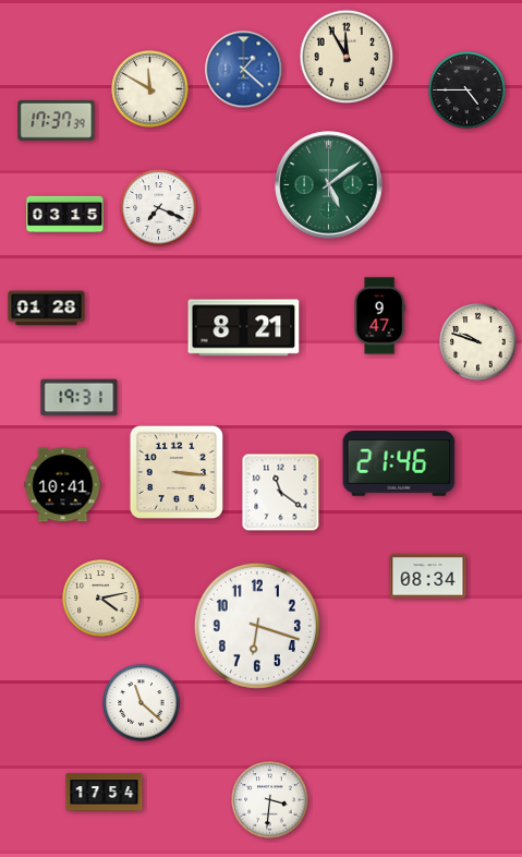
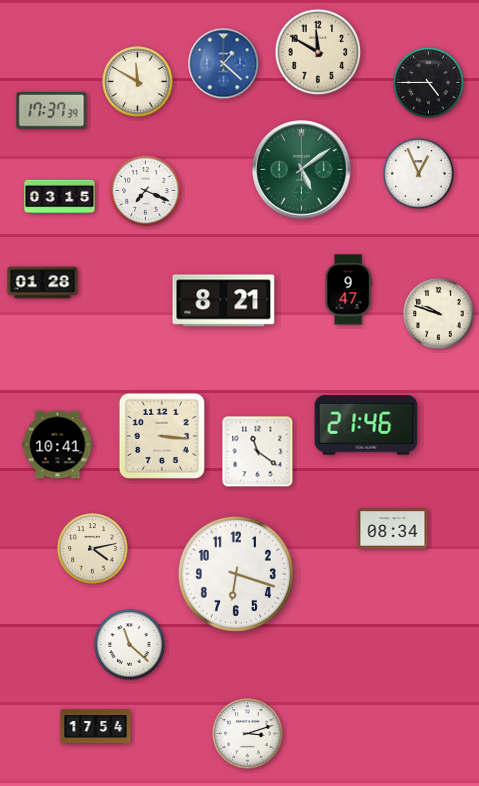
clock at (347, 57): 11:55 -> 11:50
clock at (419, 174): none -> 12:56
clock at (80, 398): 19:31 -> none
clock at (177, 472) position: (177, 472) -> (162, 436)
clock at (270, 800): 3:31 -> 3:12
